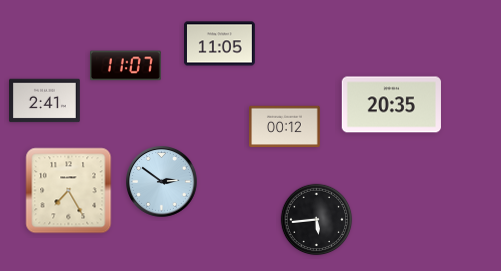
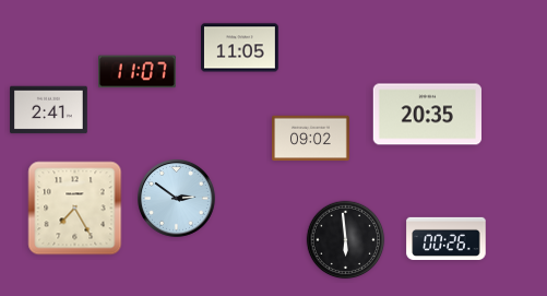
clock at (285, 127): 00:12 -> 09:02
clock at (447, 238): none -> 00:26
clock at (317, 220): 5:44 -> 5:59
